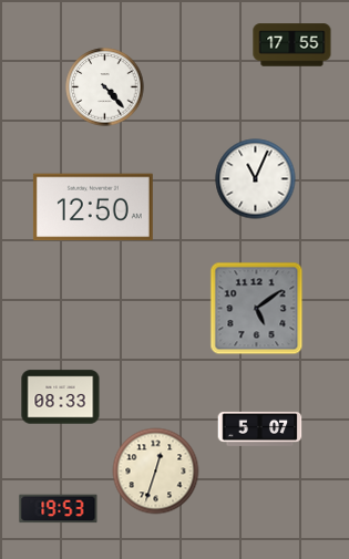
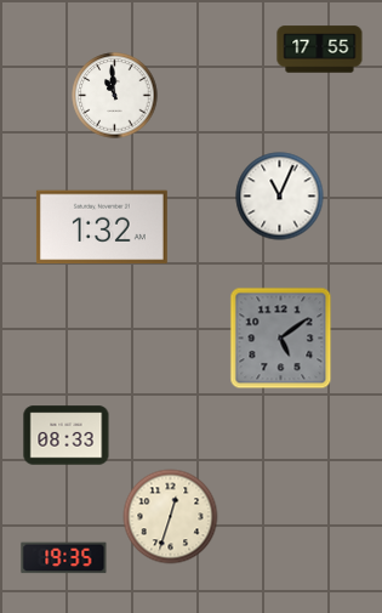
clock at (105, 87): 4:23 -> 10:59
clock at (93, 207): 12:50 -> 1:32
clock at (260, 428): 5:07 -> none
clock at (59, 509): 19:53 -> 19:35
